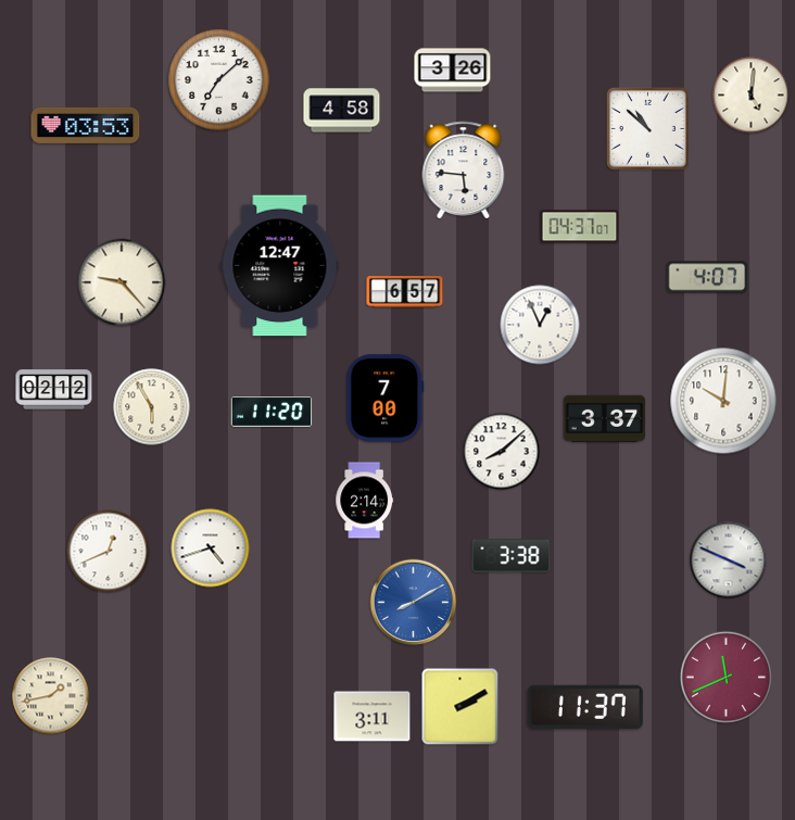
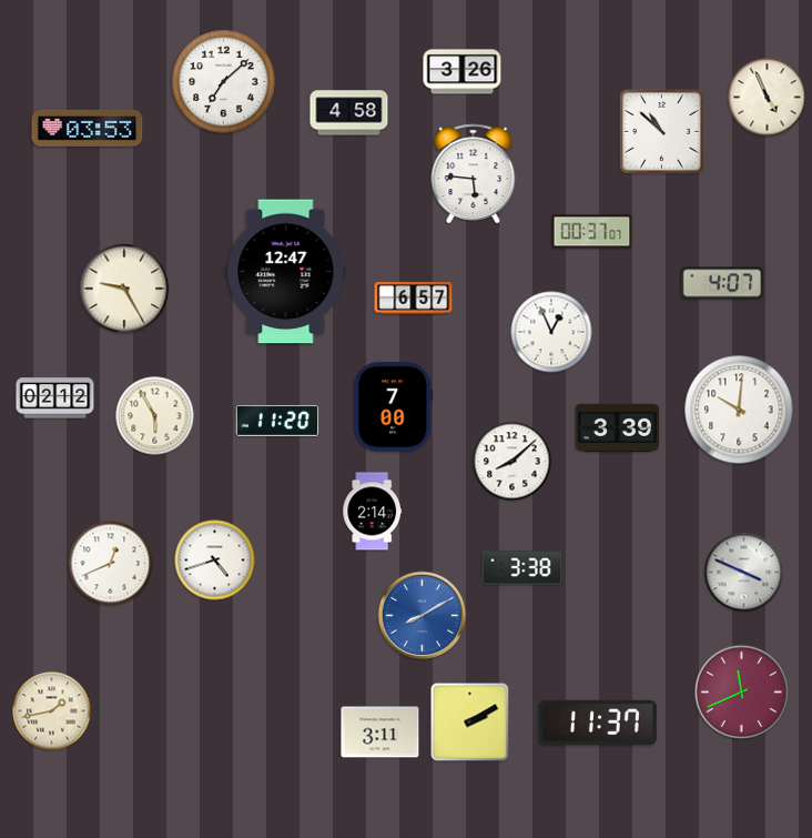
clock at (752, 96): 5:01 -> 4:56
clock at (580, 227): 04:37 -> 00:37
clock at (122, 282): 9:23 -> 9:25
clock at (605, 418): 3:37 -> 3:39
